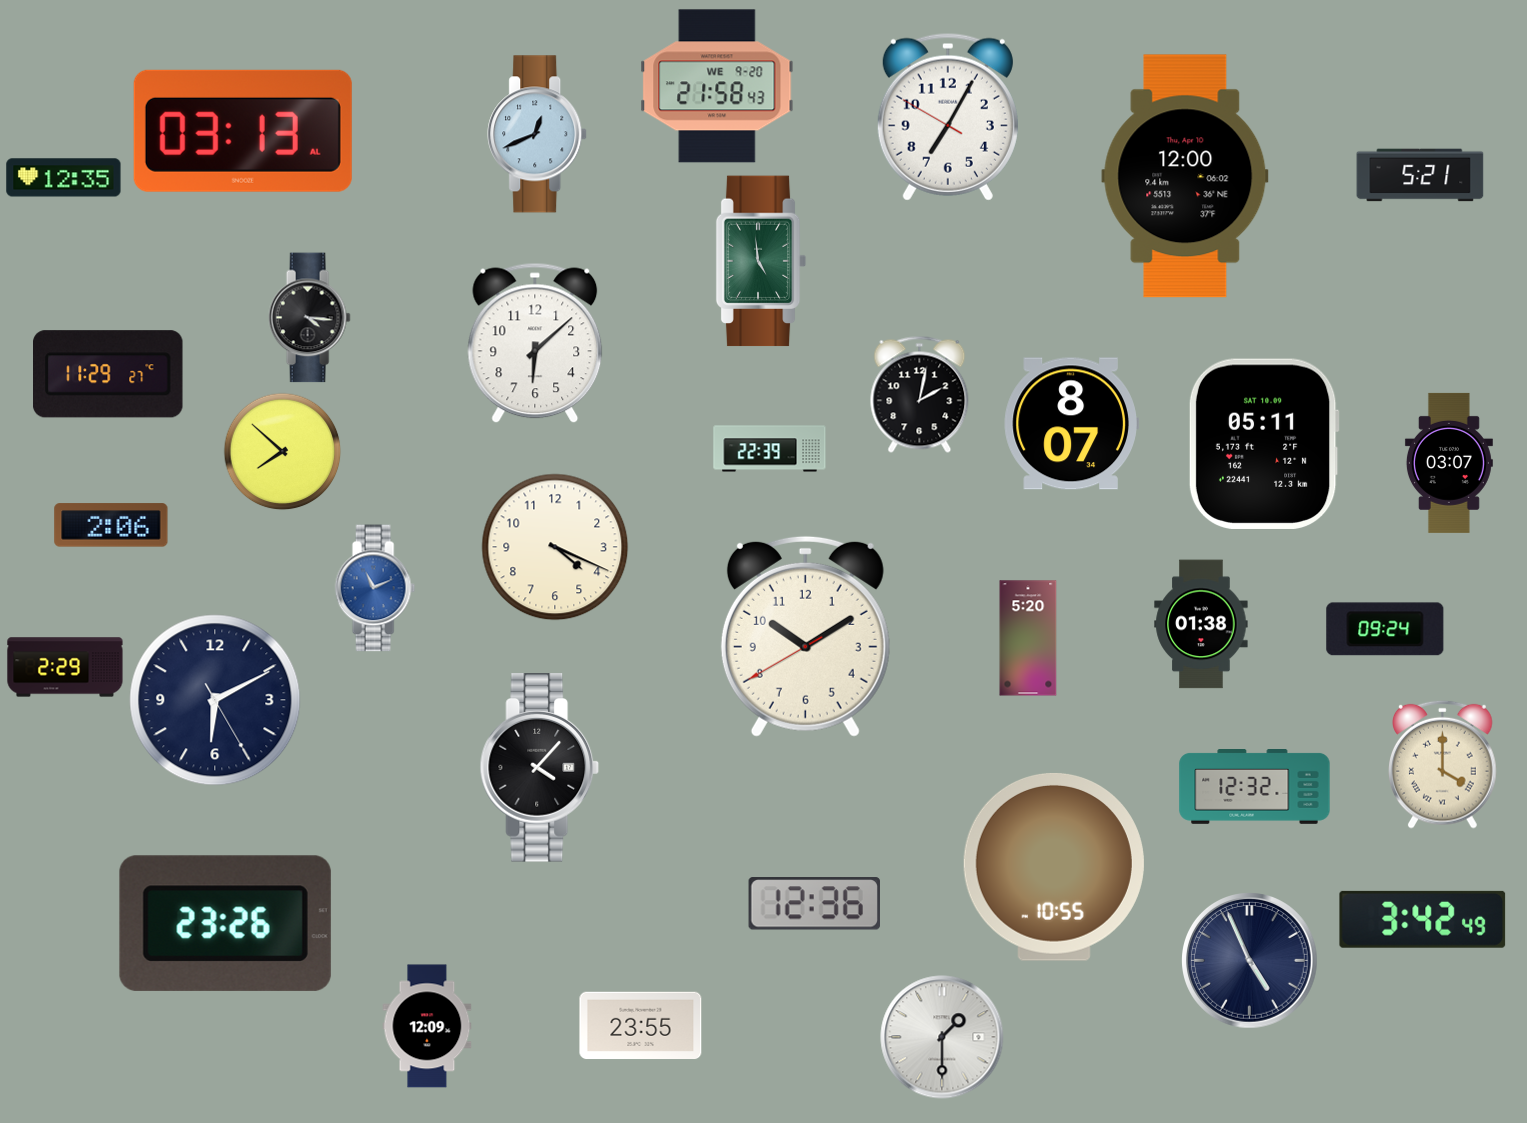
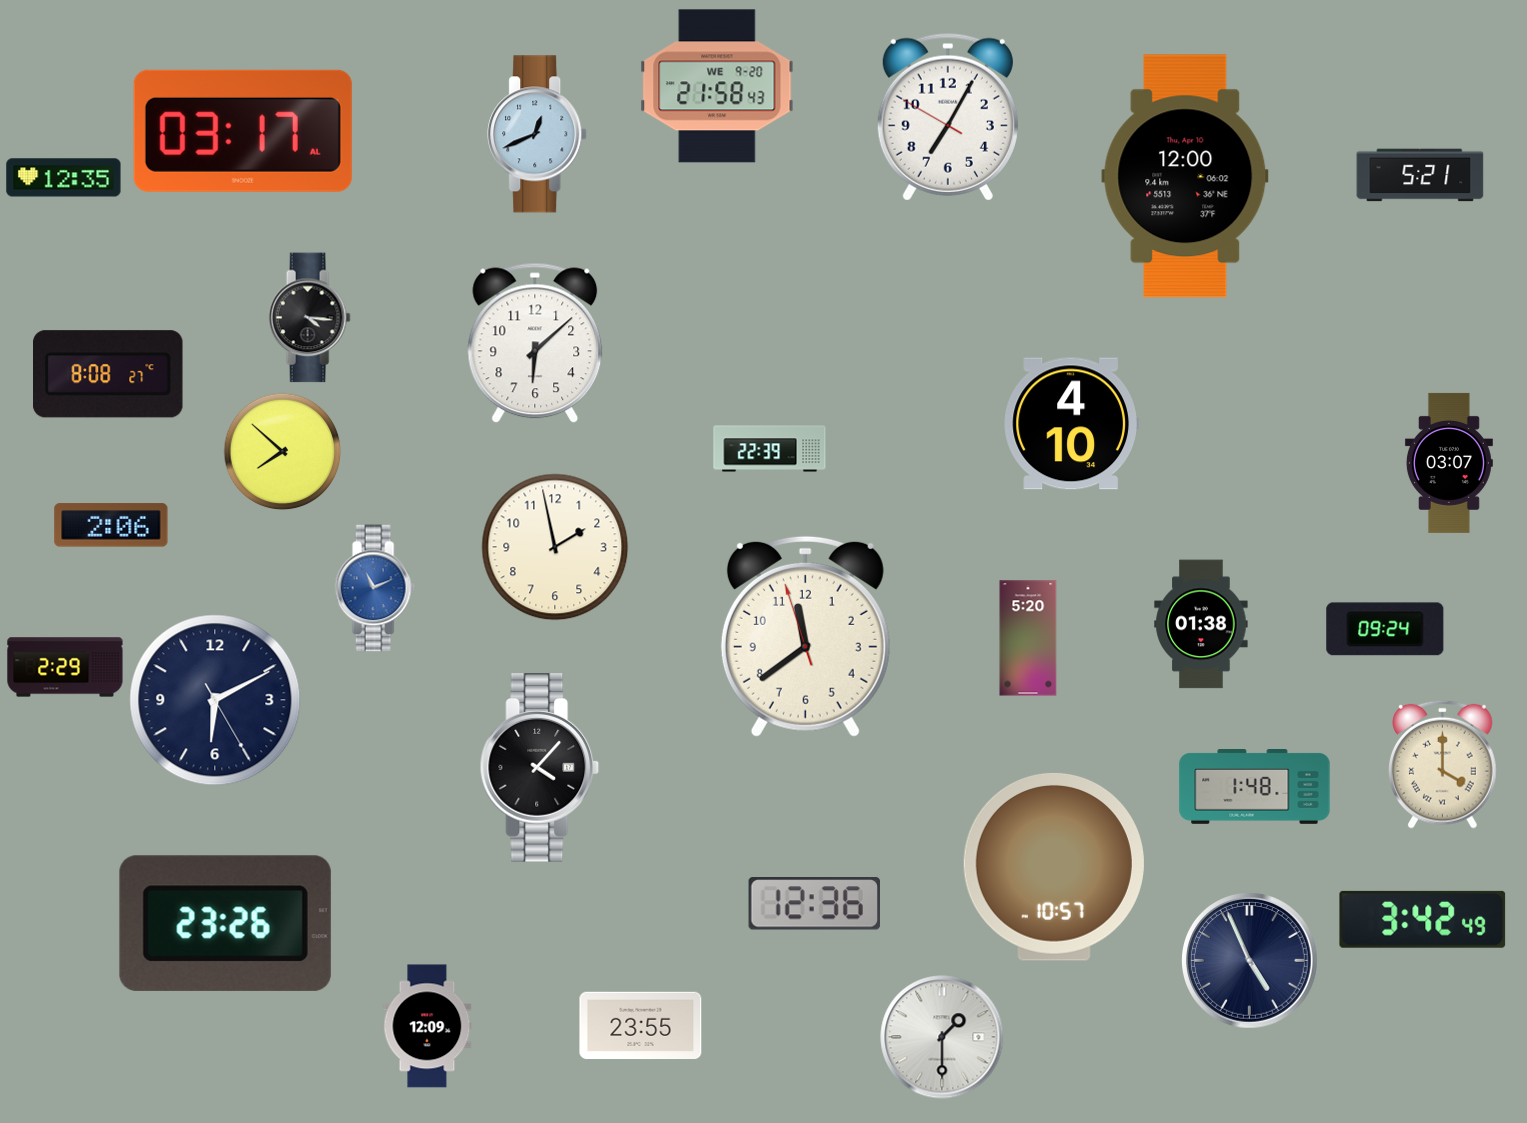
clock at (243, 131): 03:13 -> 03:17
clock at (761, 261): 4:59 -> none
clock at (109, 374): 11:29 -> 8:08
clock at (920, 394): 2:02 -> none
clock at (1071, 424): 8:07 -> 4:10
clock at (1264, 444): 05:11 -> none
clock at (555, 547): 4:19 -> 1:58
clock at (805, 636): 10:09 -> 11:38
clock at (1255, 787): 12:32 -> 1:48
clock at (1054, 867): 10:55 -> 10:57
